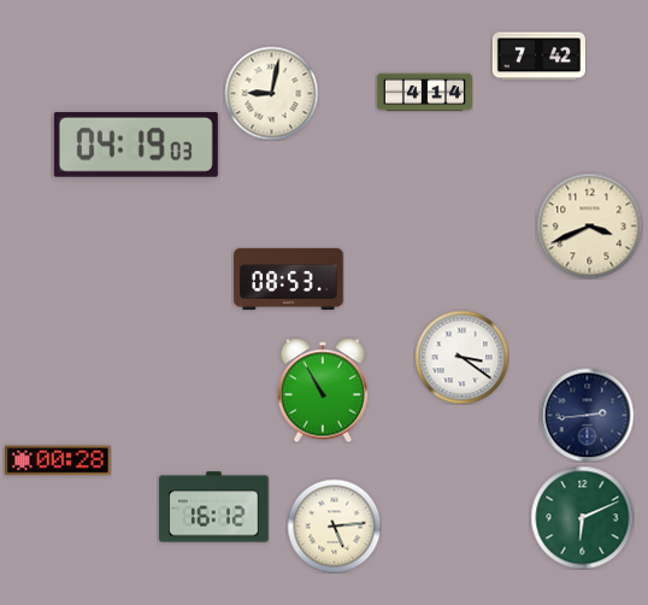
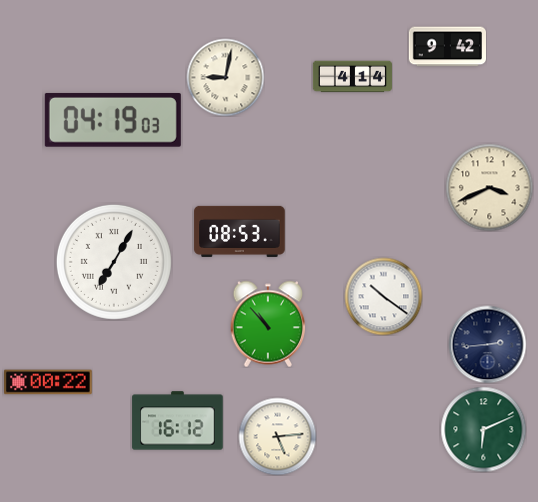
clock at (538, 57): 7:42 -> 9:42
clock at (114, 262): none -> 7:05
clock at (461, 357): 3:21 -> 10:21
clock at (323, 390): 10:55 -> 10:53
clock at (59, 460): 00:28 -> 00:22
